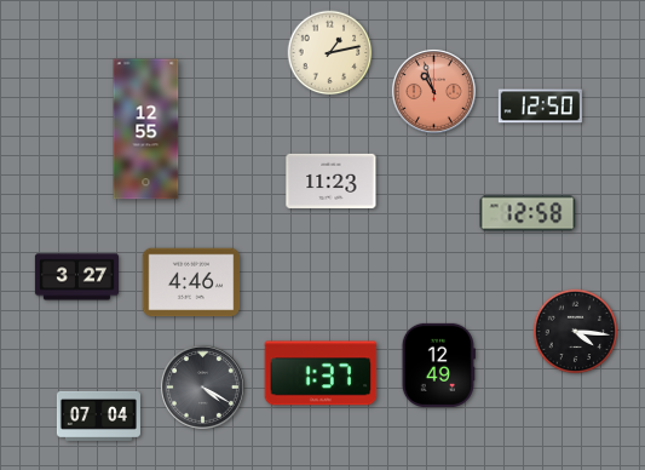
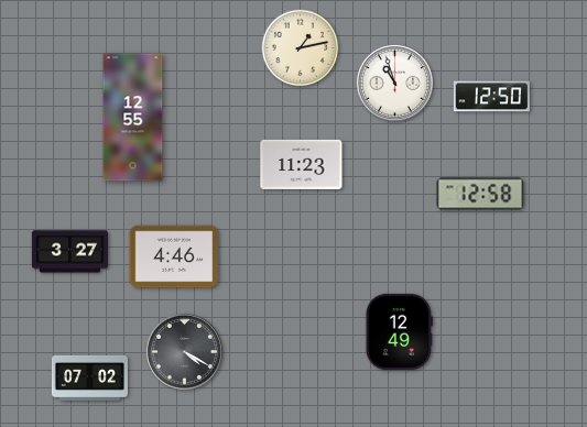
clock at (433, 91) dial: salmon -> white
clock at (576, 332): 4:16 -> none
clock at (321, 373): 1:37 -> none
clock at (98, 415): 07:04 -> 07:02
